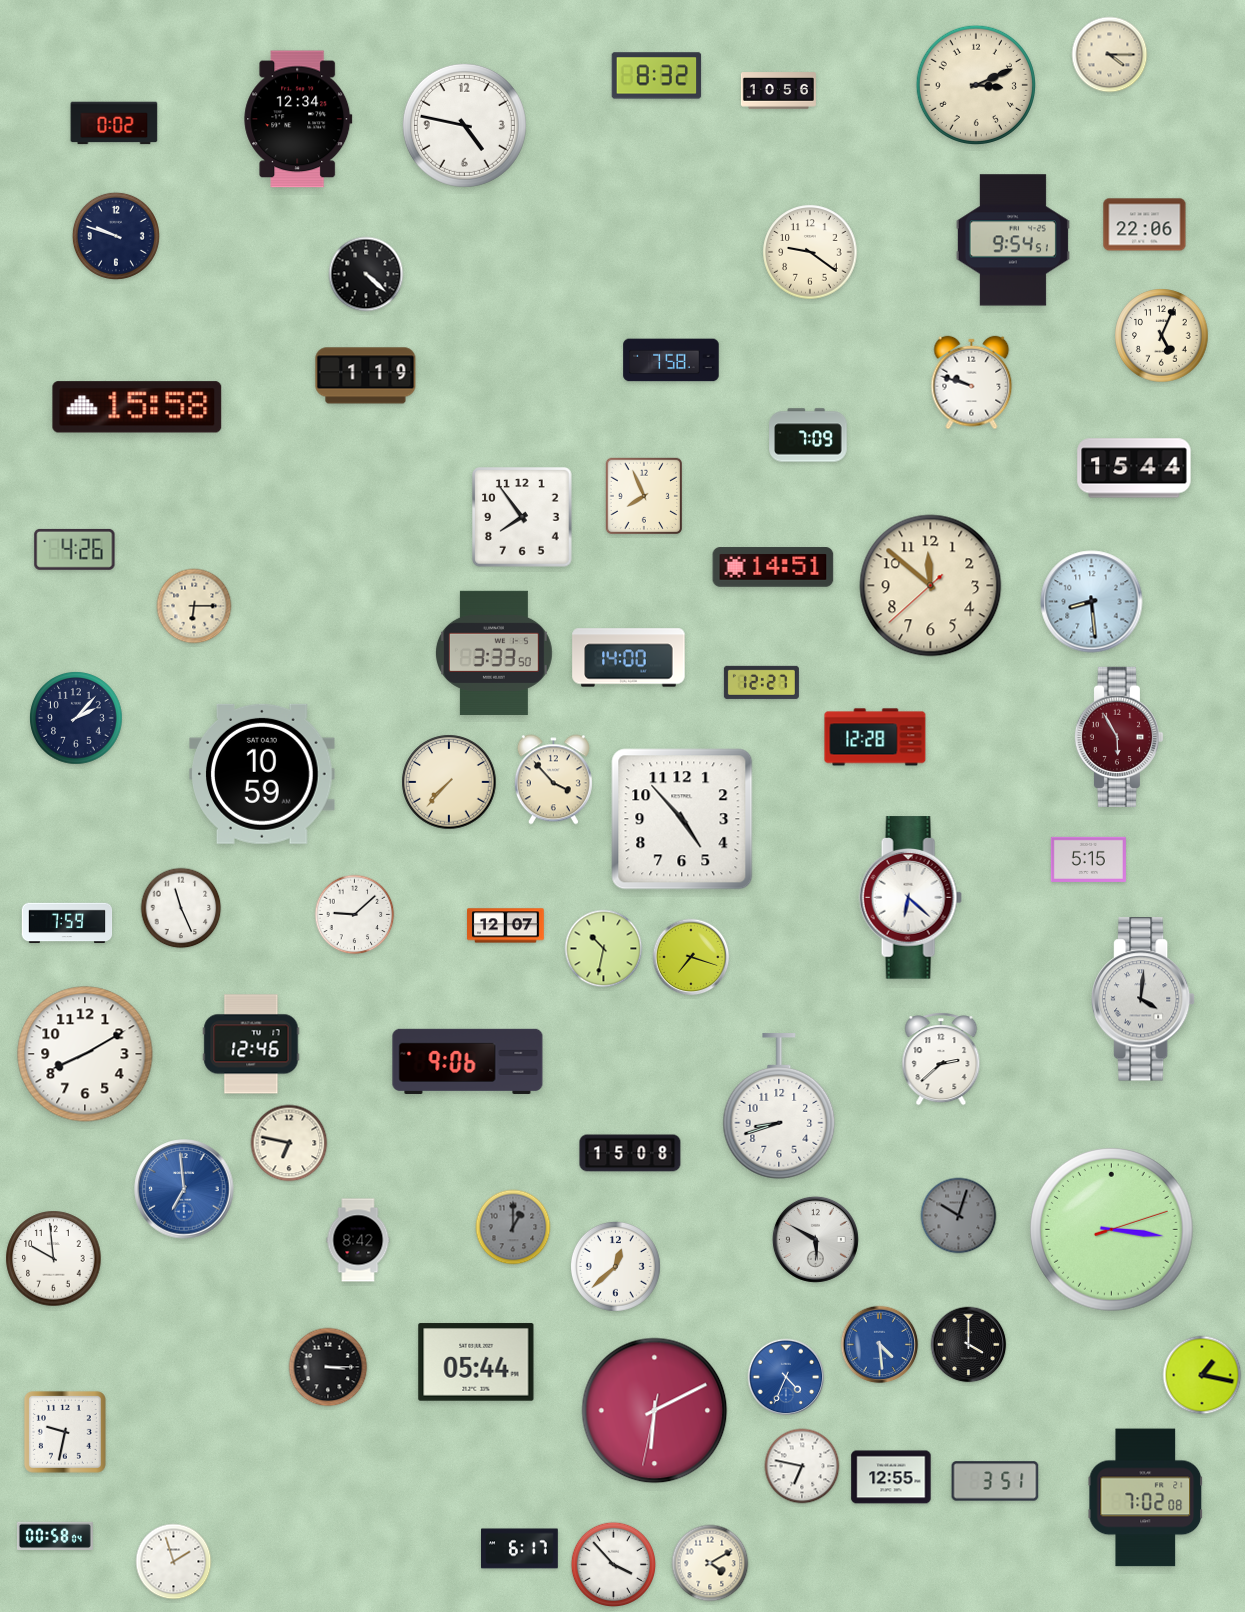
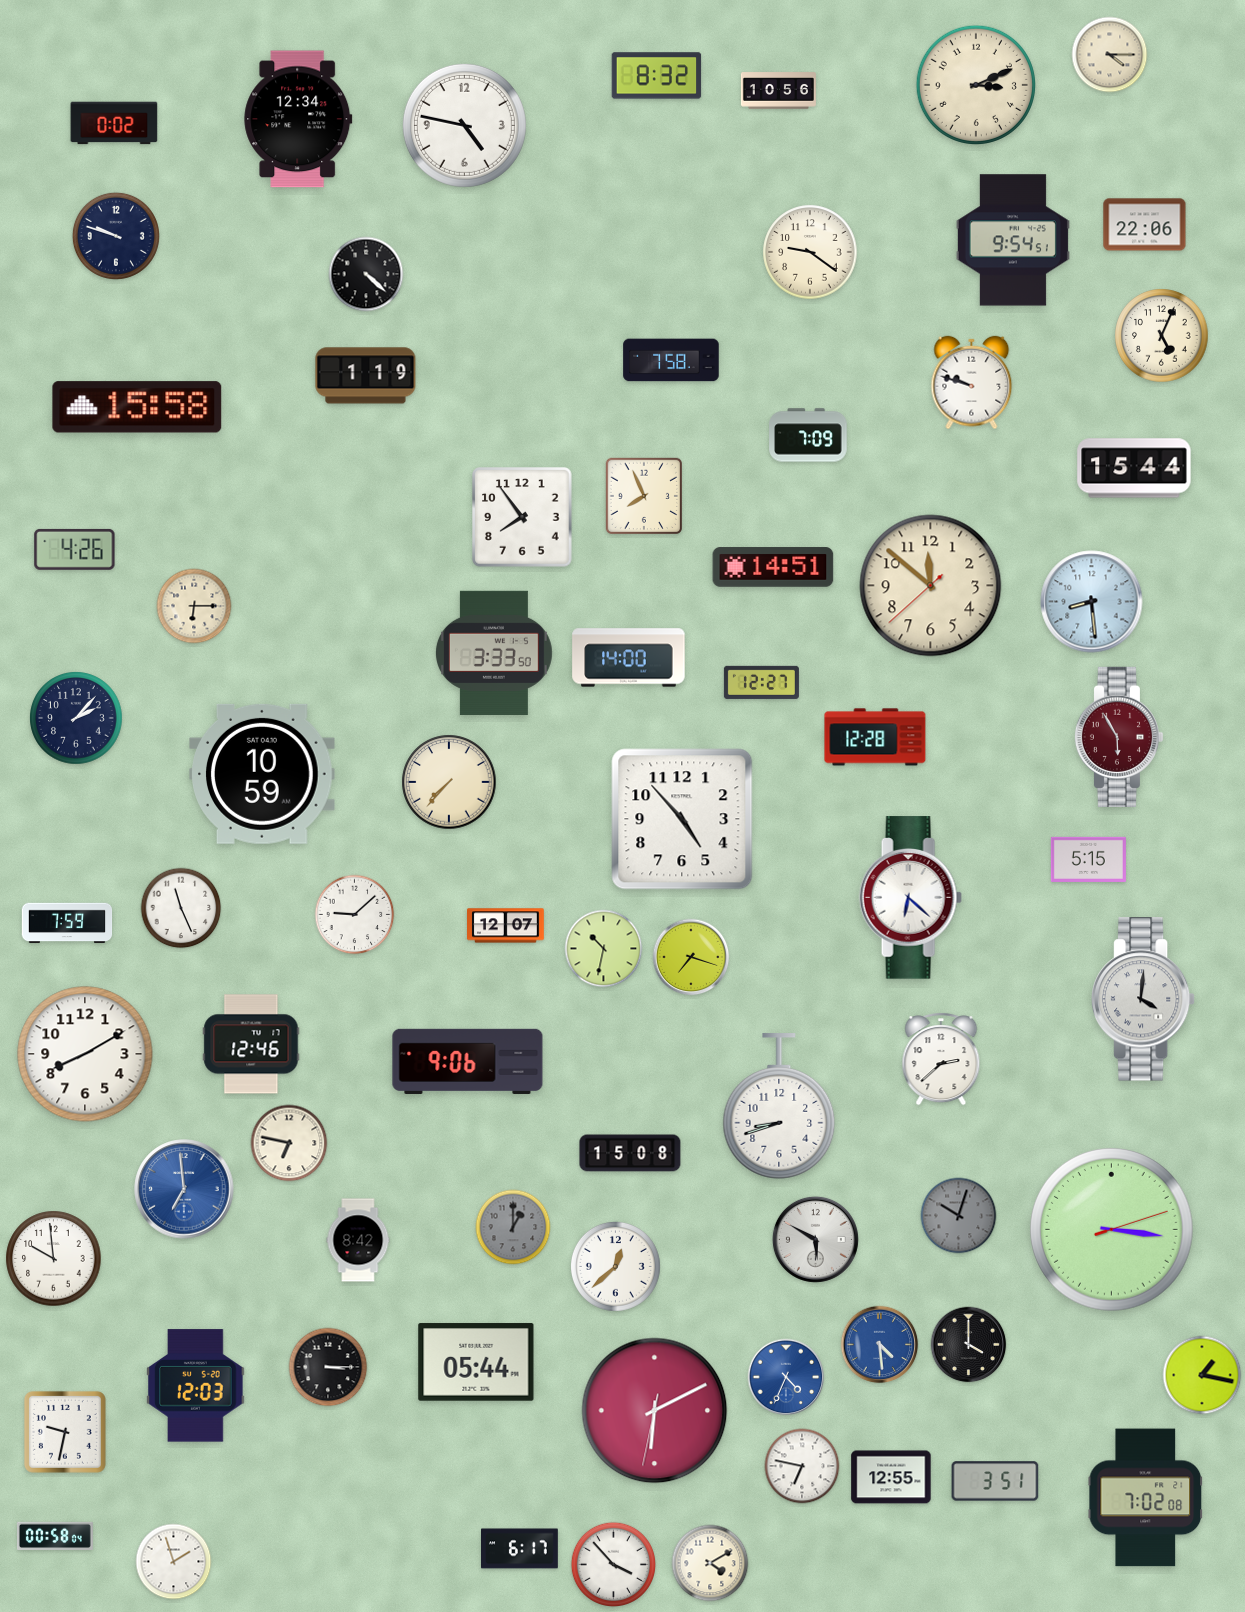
clock at (553, 780): 3:53 -> none
clock at (196, 1386): none -> 12:03
